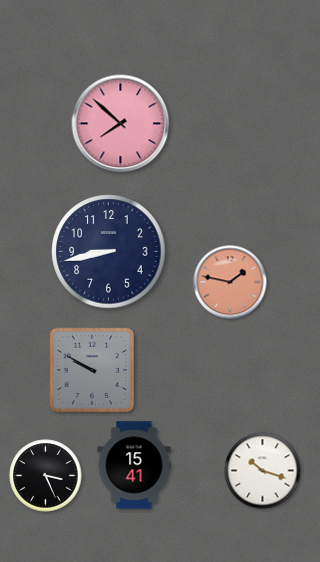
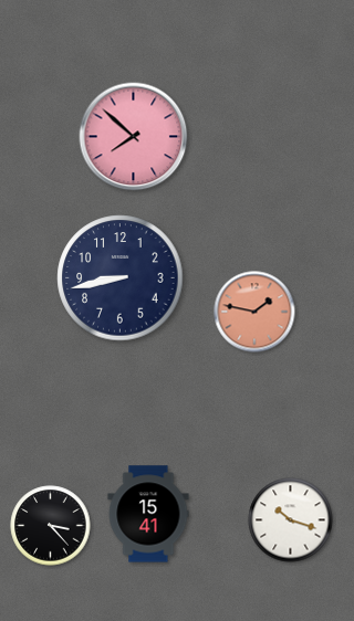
clock at (91, 369): 9:50 -> none
clock at (46, 476): 3:26 -> 3:23
